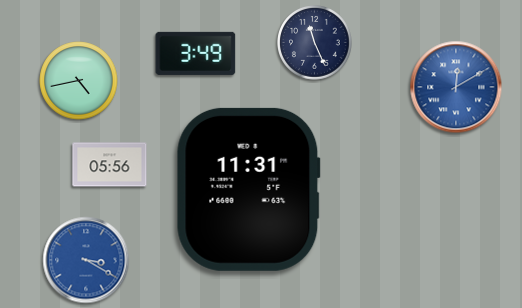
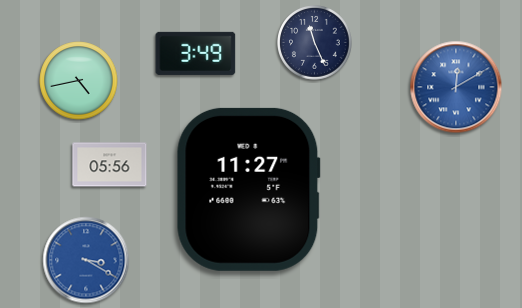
clock at (248, 189): 11:31 -> 11:27
